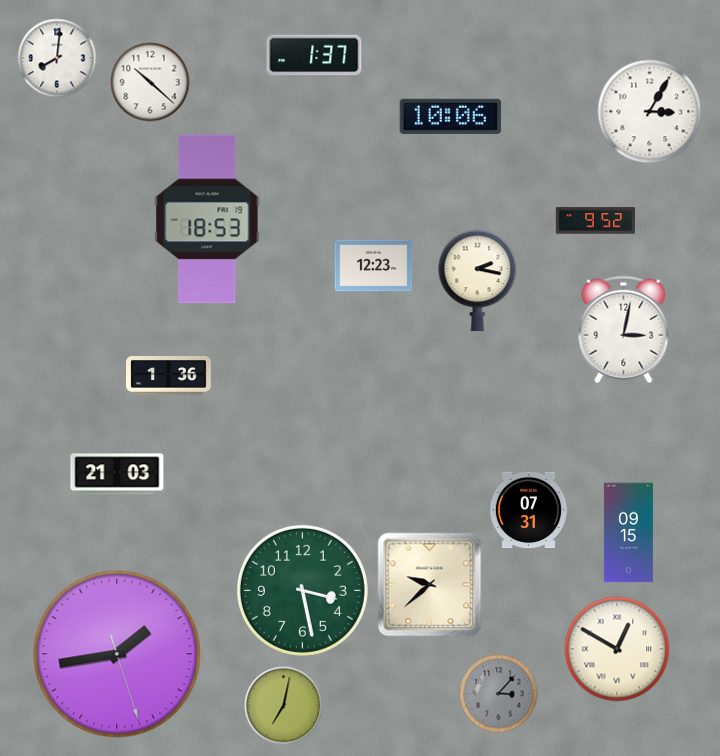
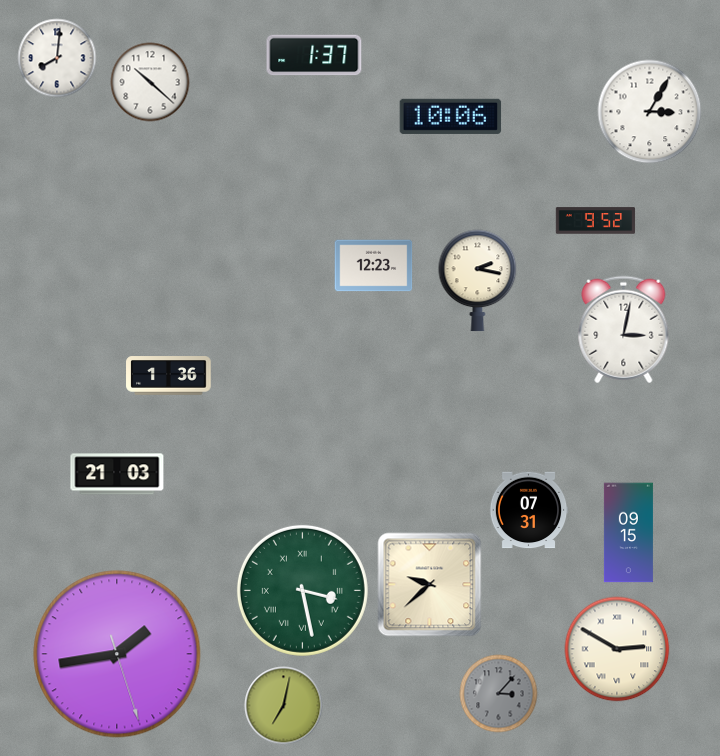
clock at (207, 219): 18:53 -> none
clock at (302, 590) numerals: Arabic -> Roman
clock at (617, 649): 12:50 -> 2:50
